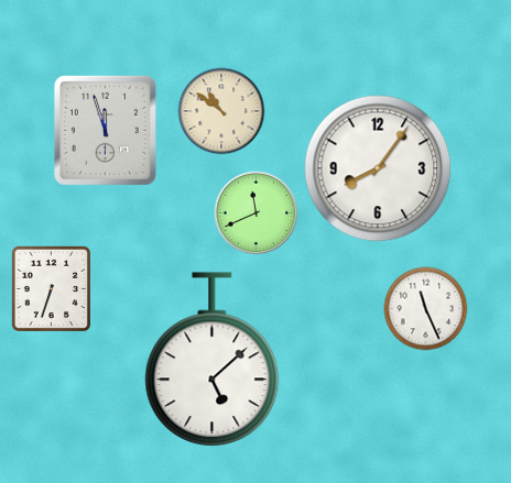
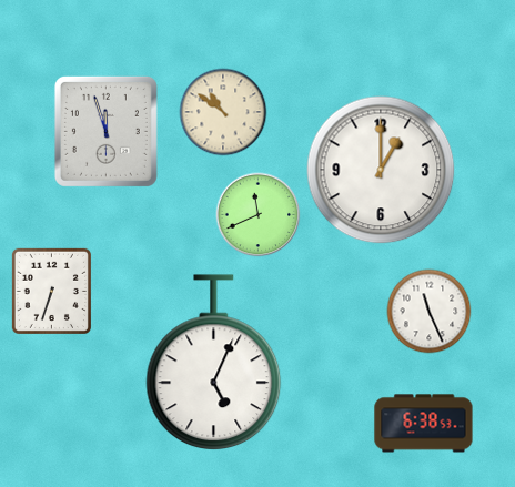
clock at (378, 168): 8:06 -> 1:00
clock at (213, 360): 5:08 -> 5:04
clock at (424, 424): none -> 6:38
